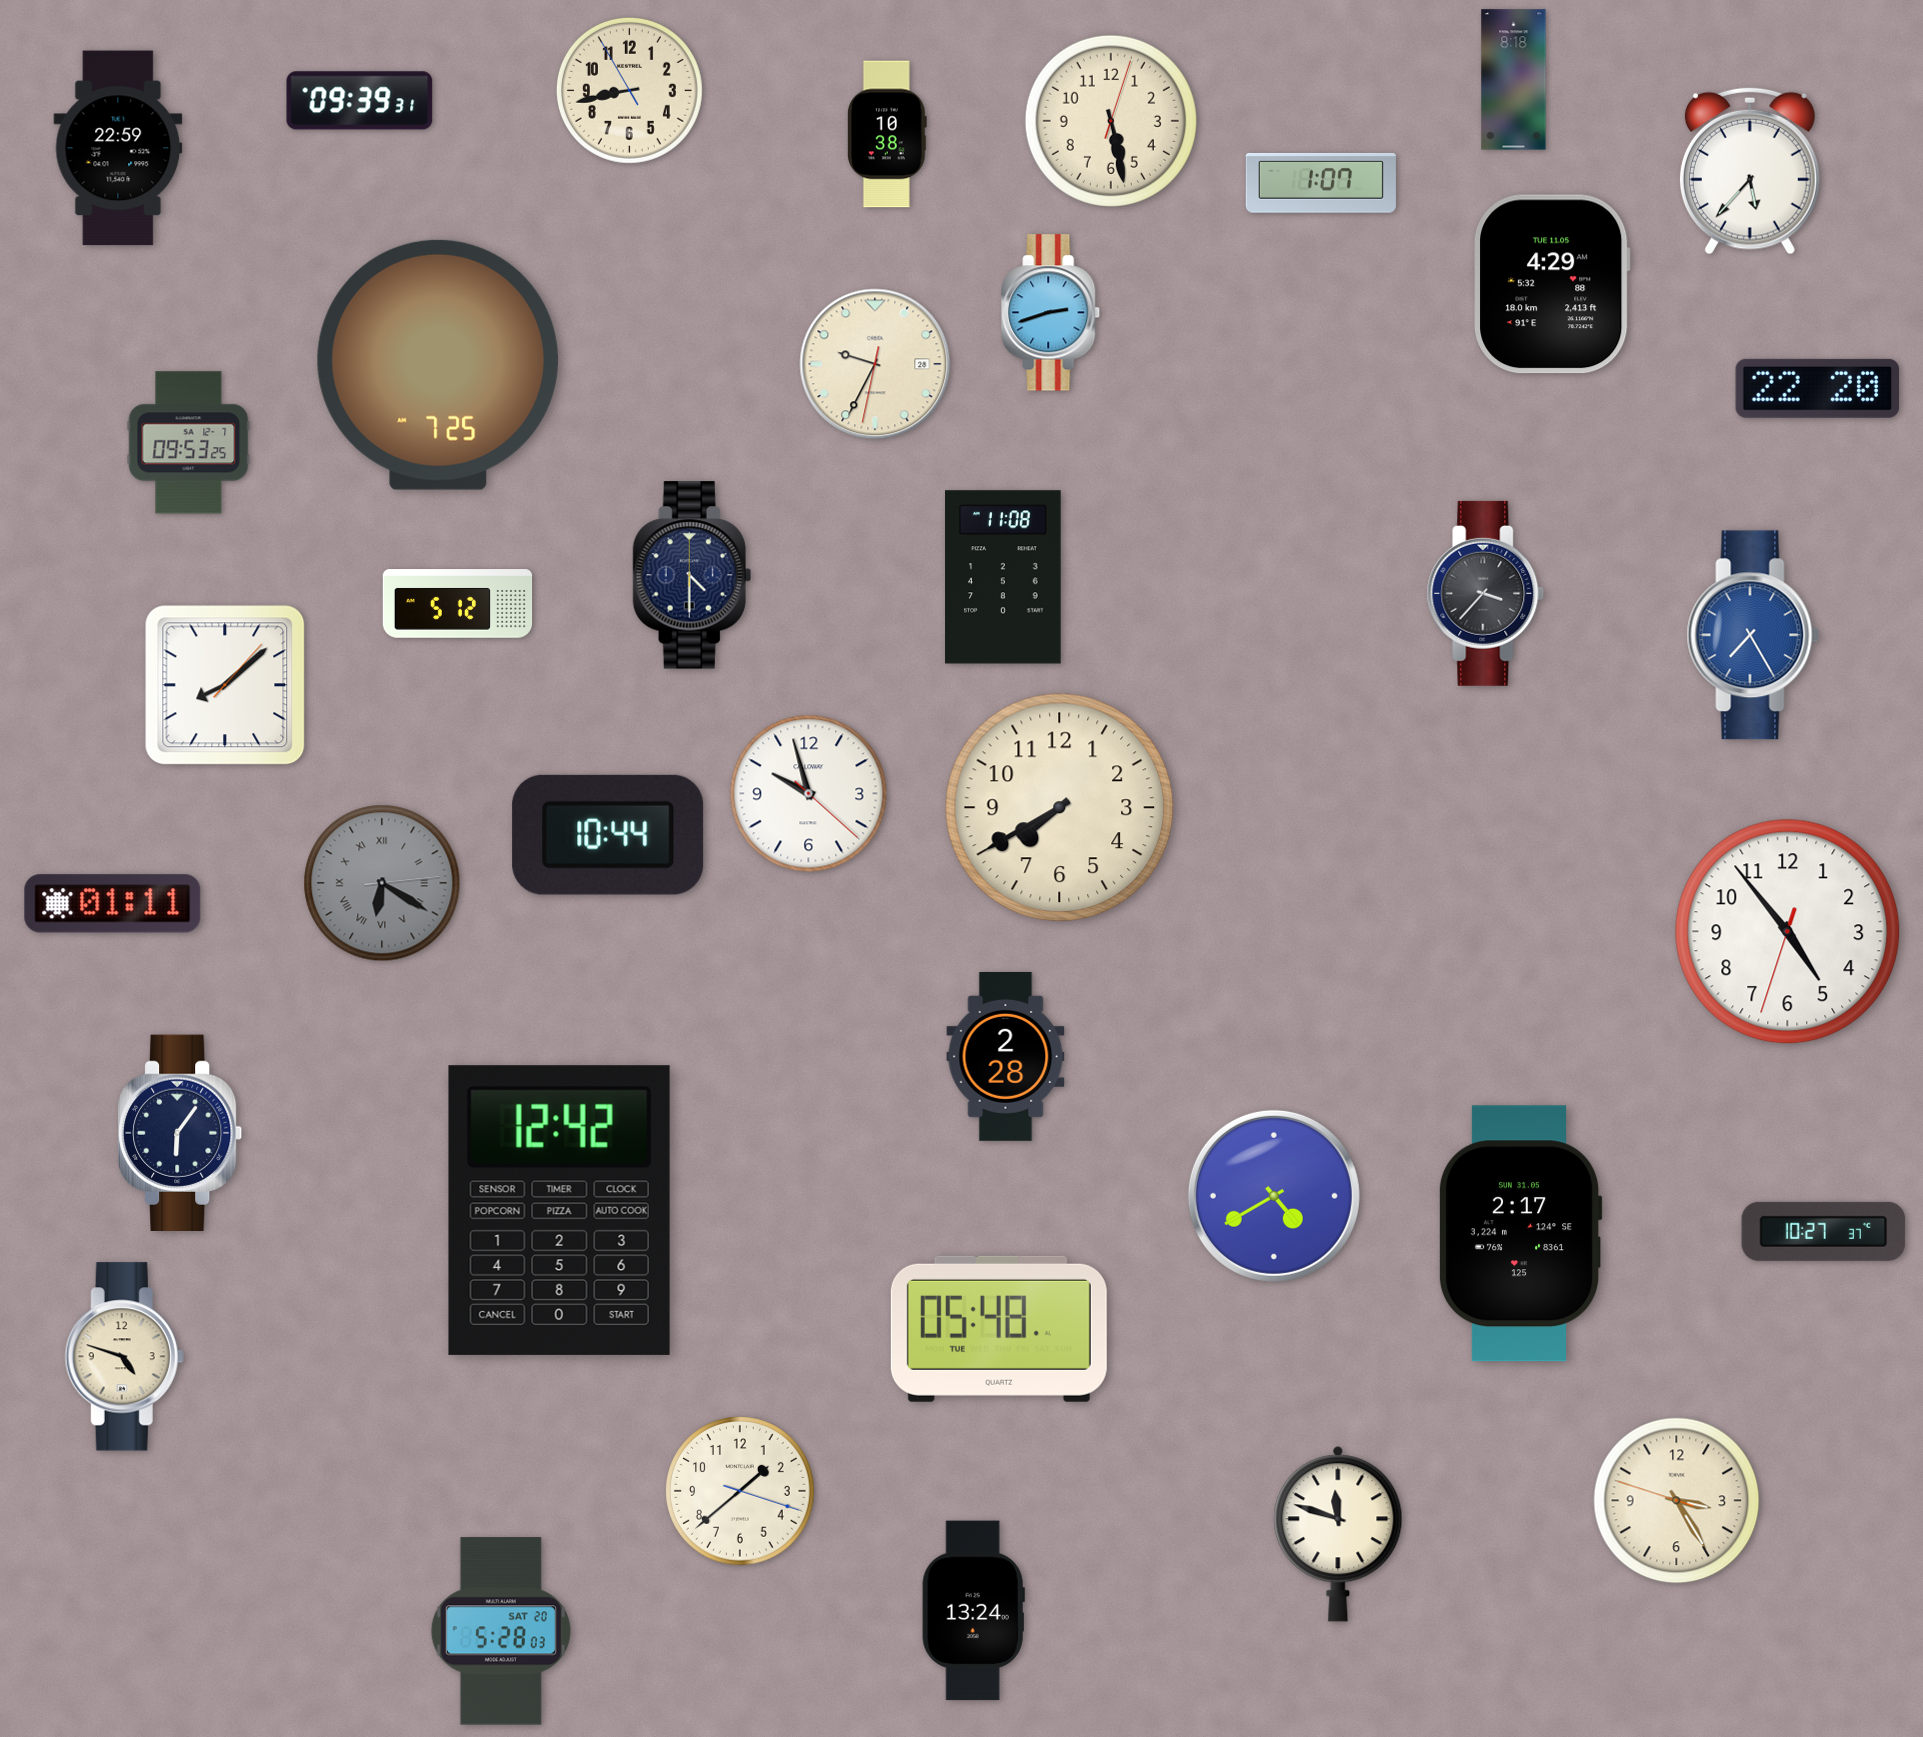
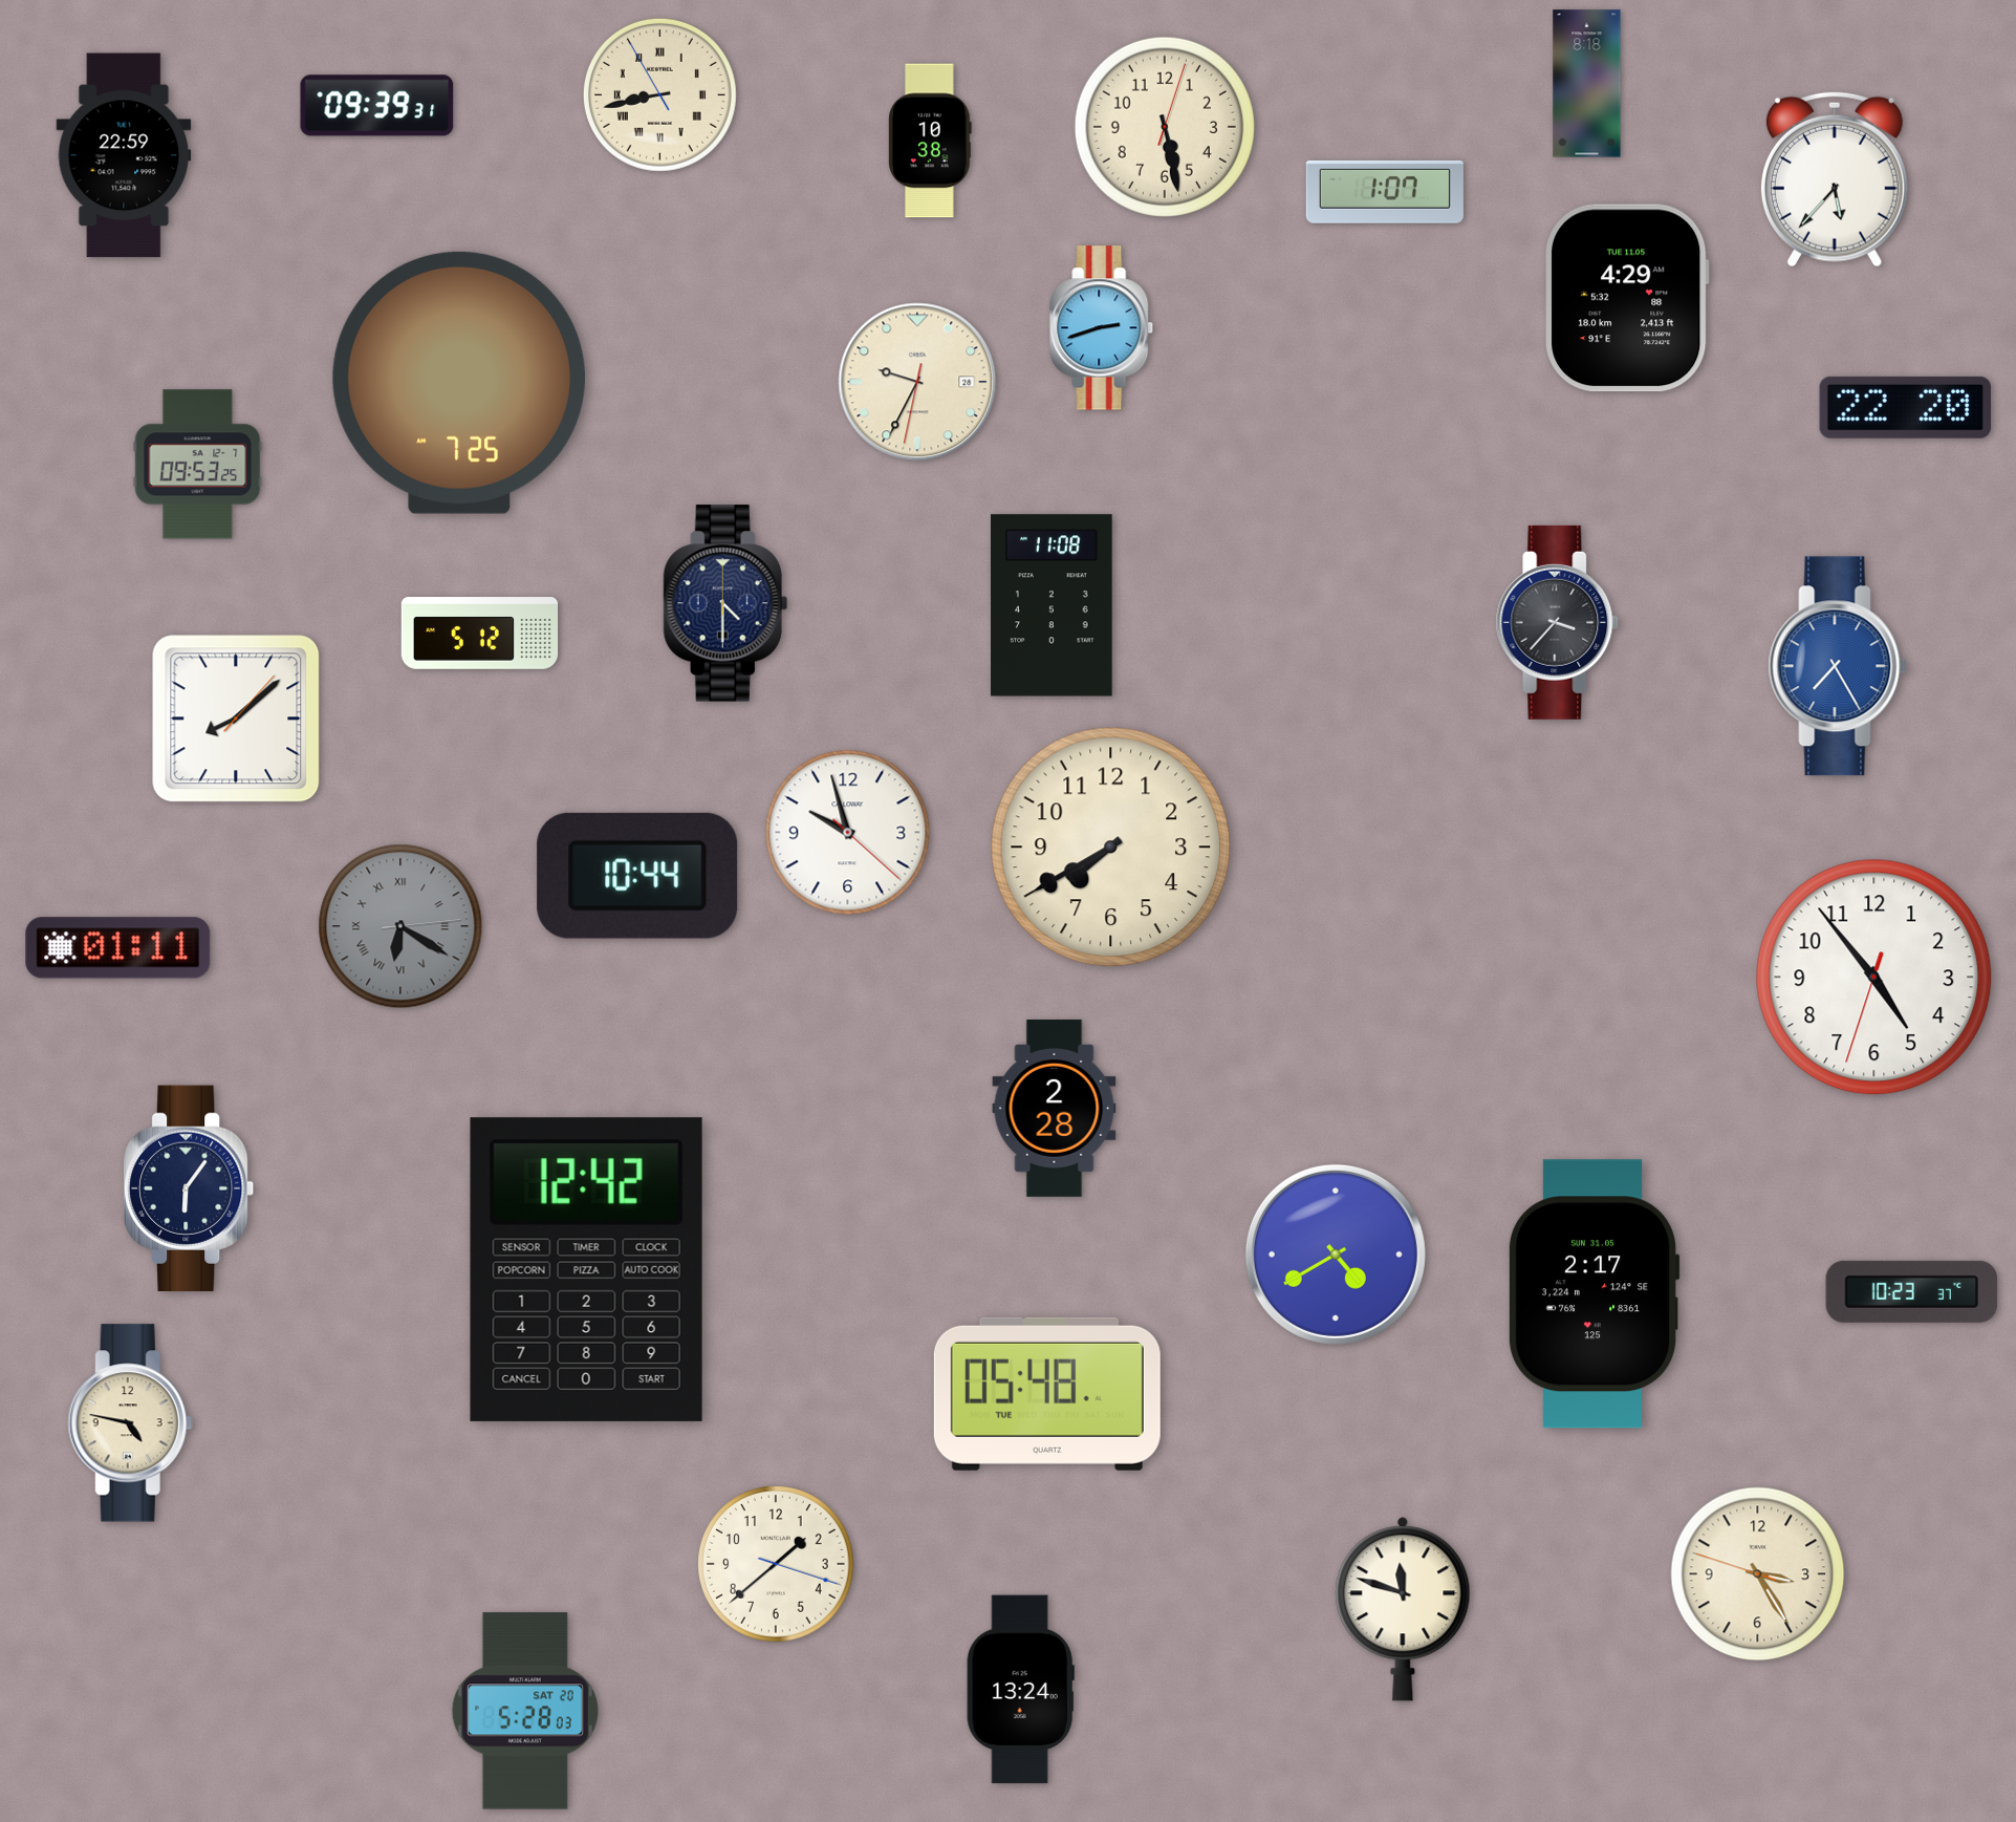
clock at (629, 90) numerals: Arabic -> Roman
clock at (1824, 1231): 10:27 -> 10:23
clock at (124, 1357): 4:48 -> 4:47
